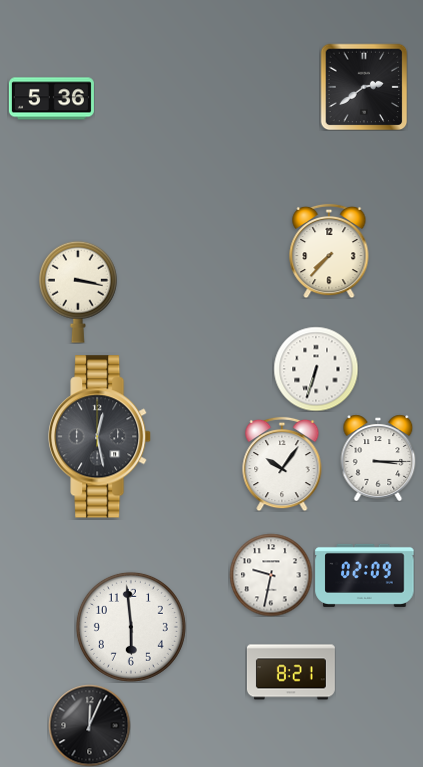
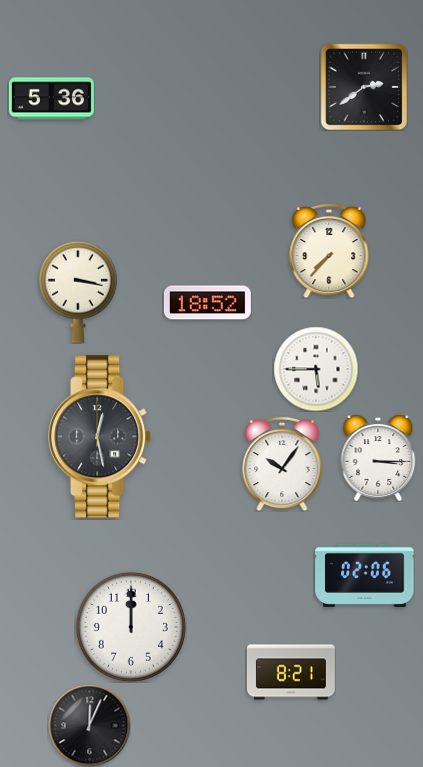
clock at (207, 303): none -> 18:52
clock at (316, 369): 6:33 -> 5:45
clock at (271, 575): 9:32 -> none
clock at (365, 575): 02:09 -> 02:06
clock at (131, 627): 5:59 -> 12:00
